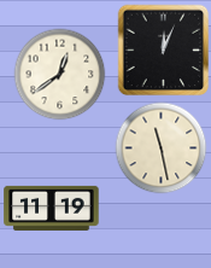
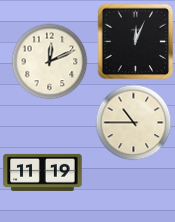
clock at (60, 75): 12:39 -> 12:11
clock at (162, 148): 11:28 -> 10:45
